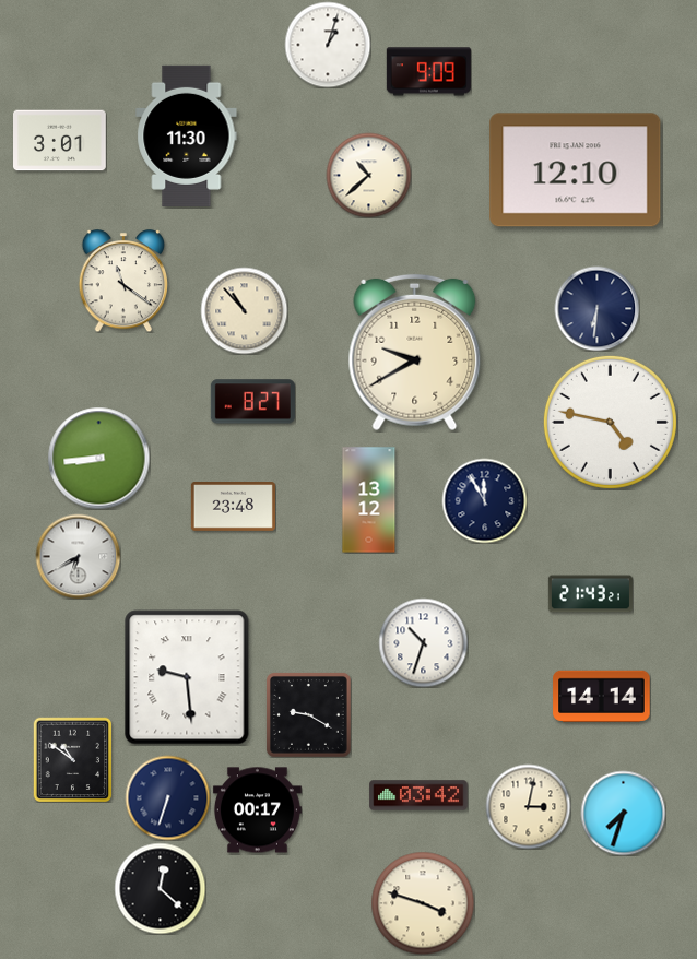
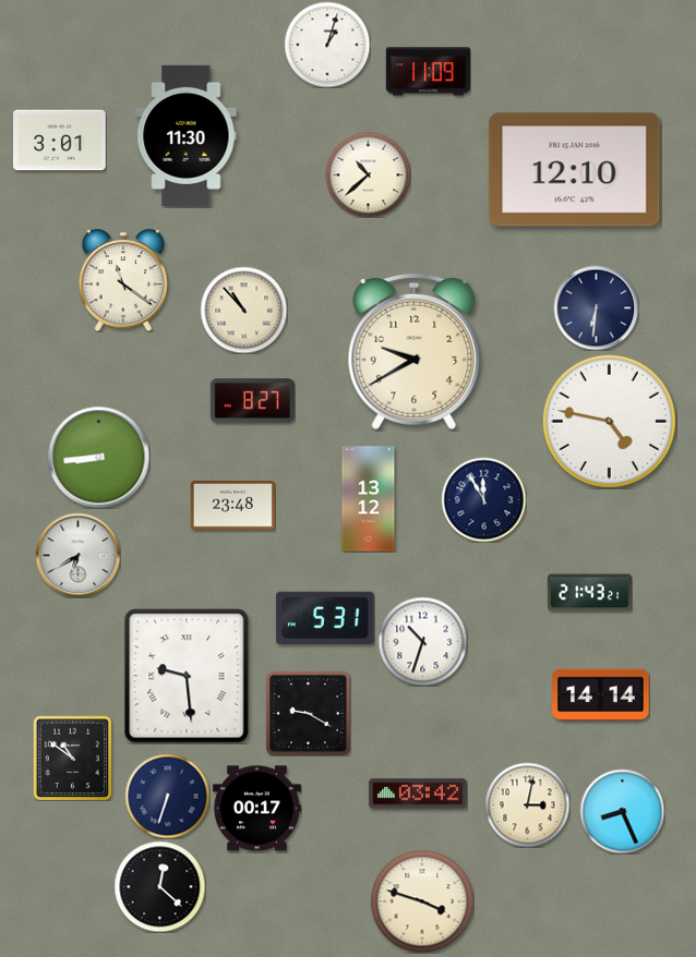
clock at (428, 72): 9:09 -> 11:09
clock at (325, 618): none -> 5:31
clock at (623, 813): 7:33 -> 8:26
